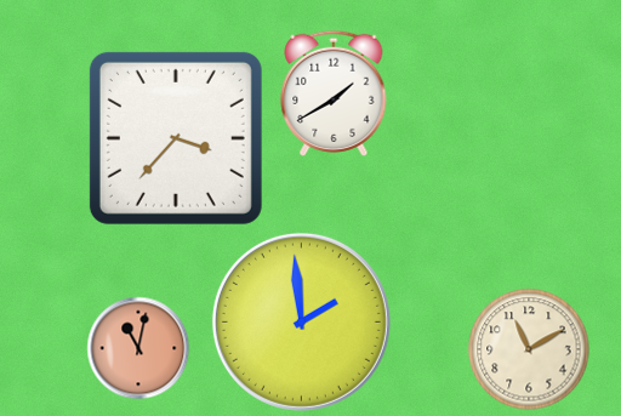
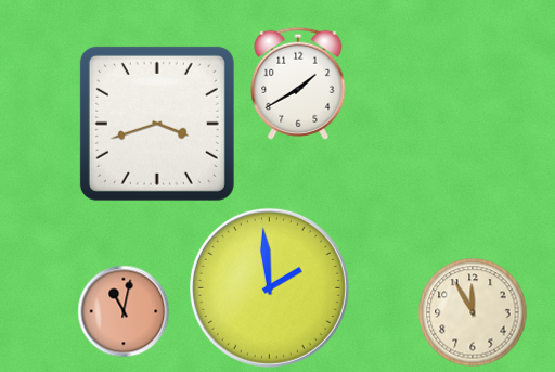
clock at (176, 138): 3:37 -> 3:42
clock at (529, 349): 11:10 -> 11:55
